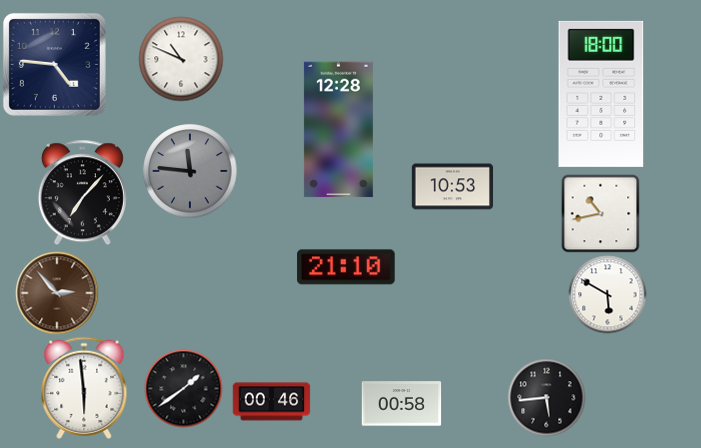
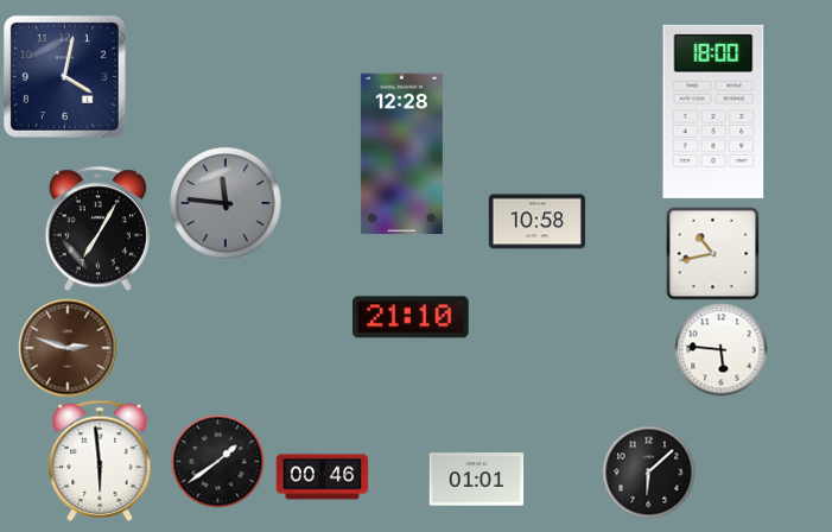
clock at (181, 59): 10:49 -> none
clock at (54, 64): 4:46 -> 4:02
clock at (452, 187): 10:53 -> 10:58
clock at (82, 192): 7:07 -> 7:05
clock at (57, 293): 2:53 -> 2:48
clock at (607, 294): 5:50 -> 5:46
clock at (546, 397): 5:44 -> 6:08
clock at (401, 404): 00:58 -> 01:01
